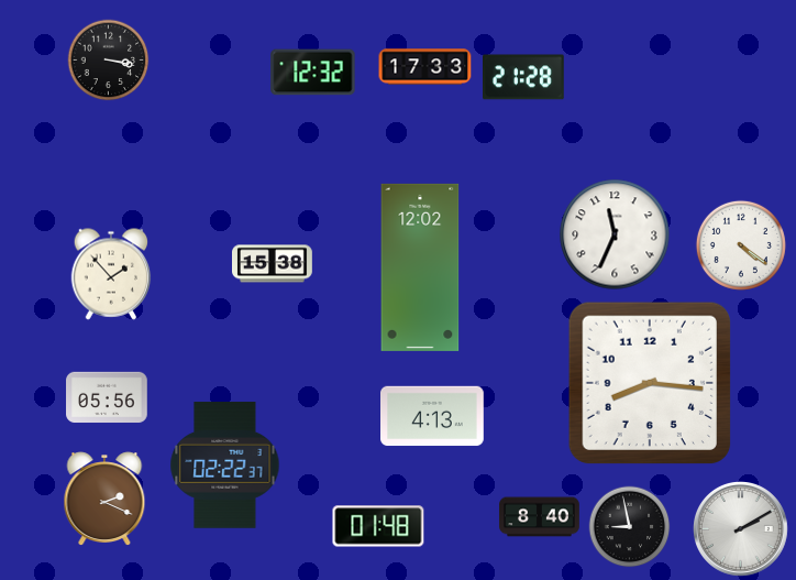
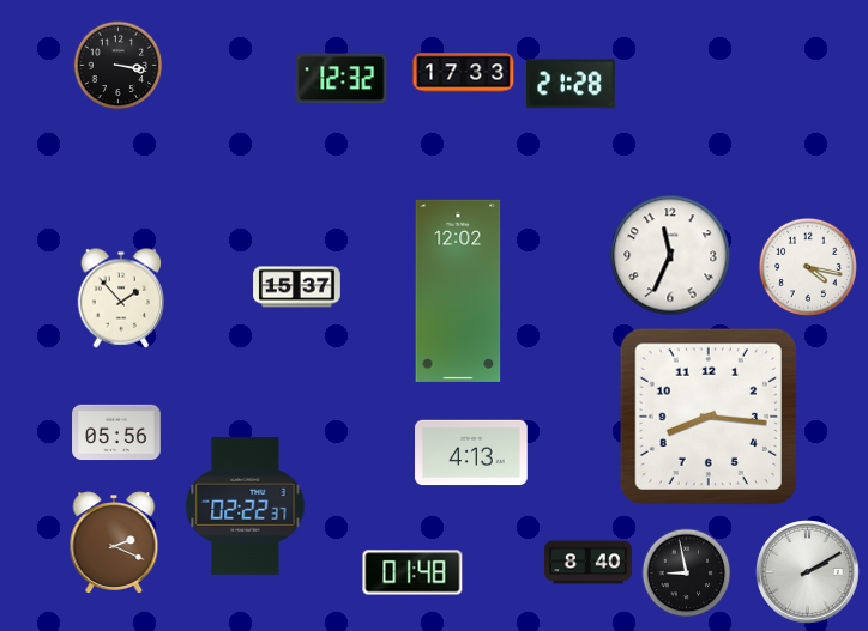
clock at (741, 245): 4:21 -> 4:17
clock at (273, 264): 15:38 -> 15:37
clock at (741, 529) position: (741, 529) -> (808, 572)
